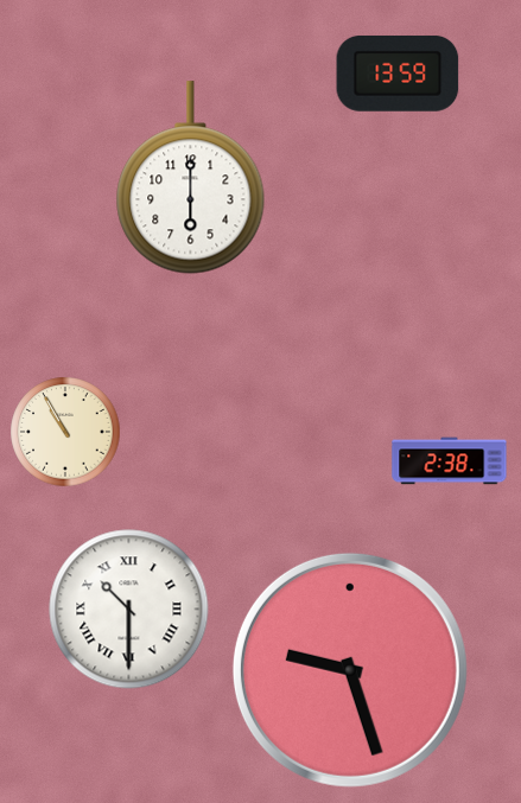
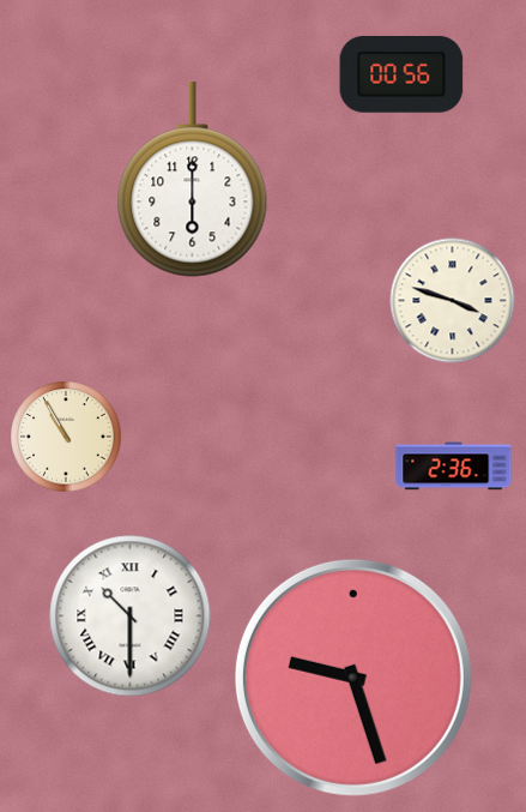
clock at (398, 74): 13:59 -> 00:56
clock at (453, 301): none -> 3:48
clock at (450, 461): 2:38 -> 2:36
